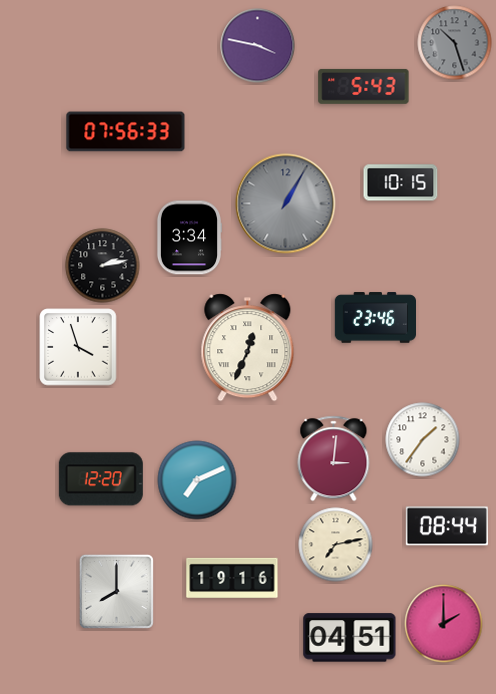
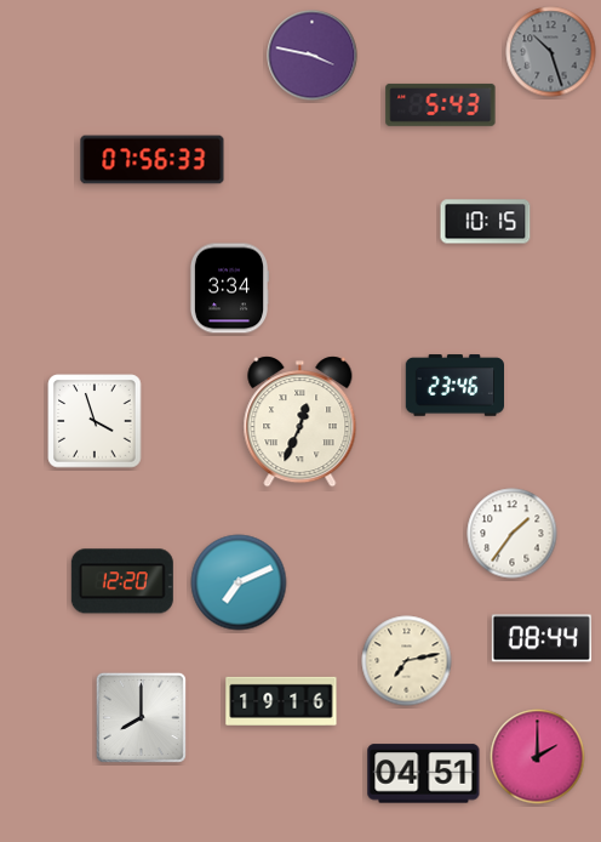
clock at (286, 204): 1:05 -> none
clock at (103, 266): 2:13 -> none
clock at (334, 459): 3:01 -> none
